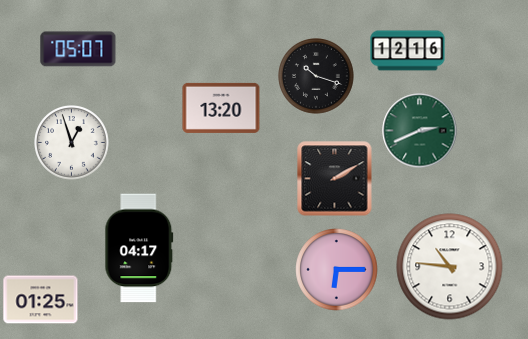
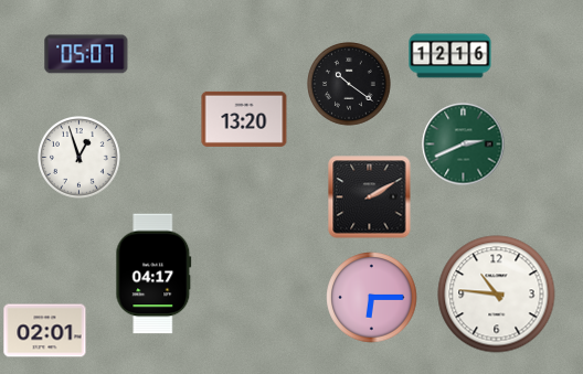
clock at (316, 76): 10:18 -> 10:21
clock at (41, 300): 01:25 -> 02:01
